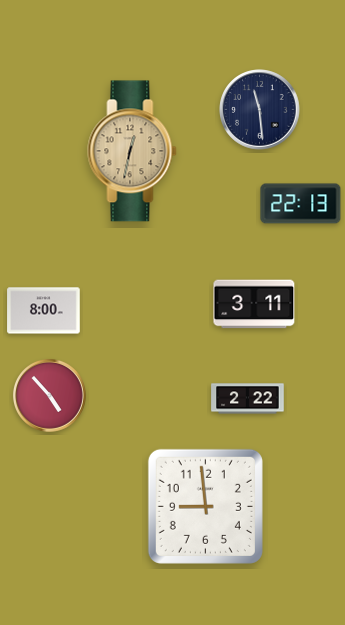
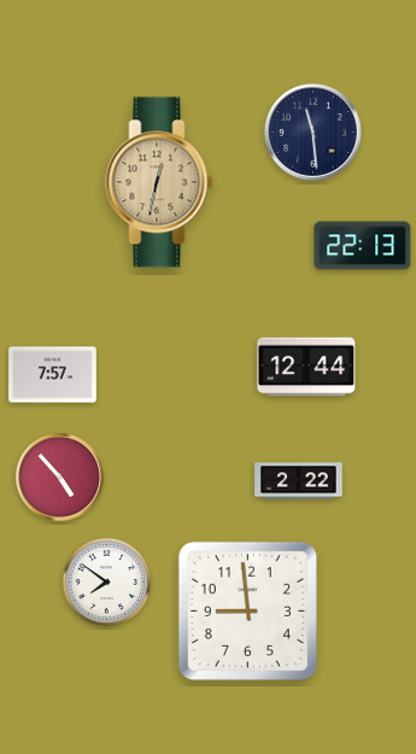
clock at (254, 304): 3:11 -> 12:44
clock at (44, 311): 8:00 -> 7:57
clock at (107, 583): none -> 7:51
